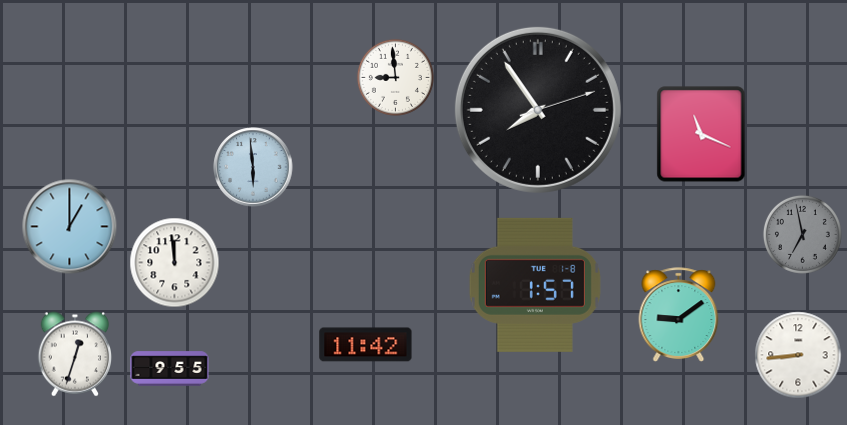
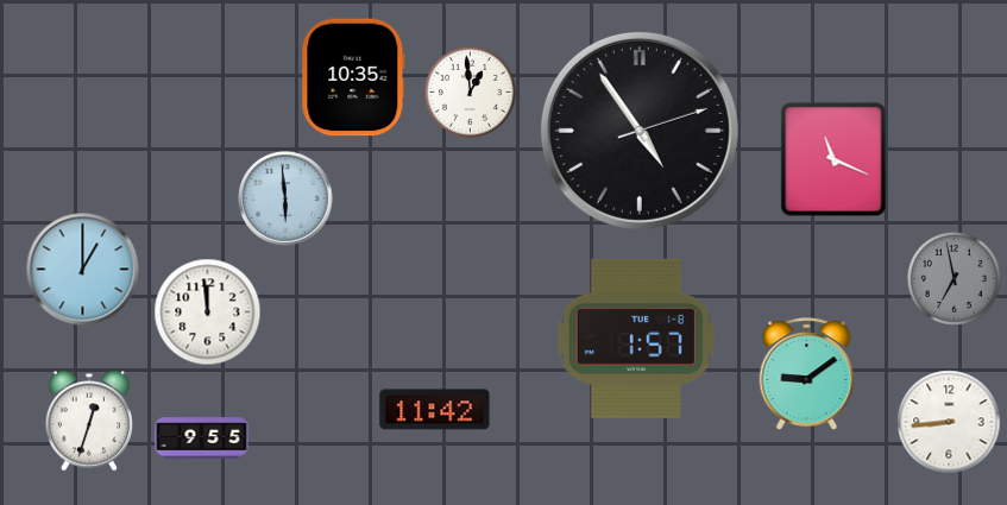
clock at (353, 77): none -> 10:35
clock at (395, 77): 8:59 -> 12:59
clock at (538, 110): 7:54 -> 4:54
clock at (253, 167) position: (253, 167) -> (285, 198)
